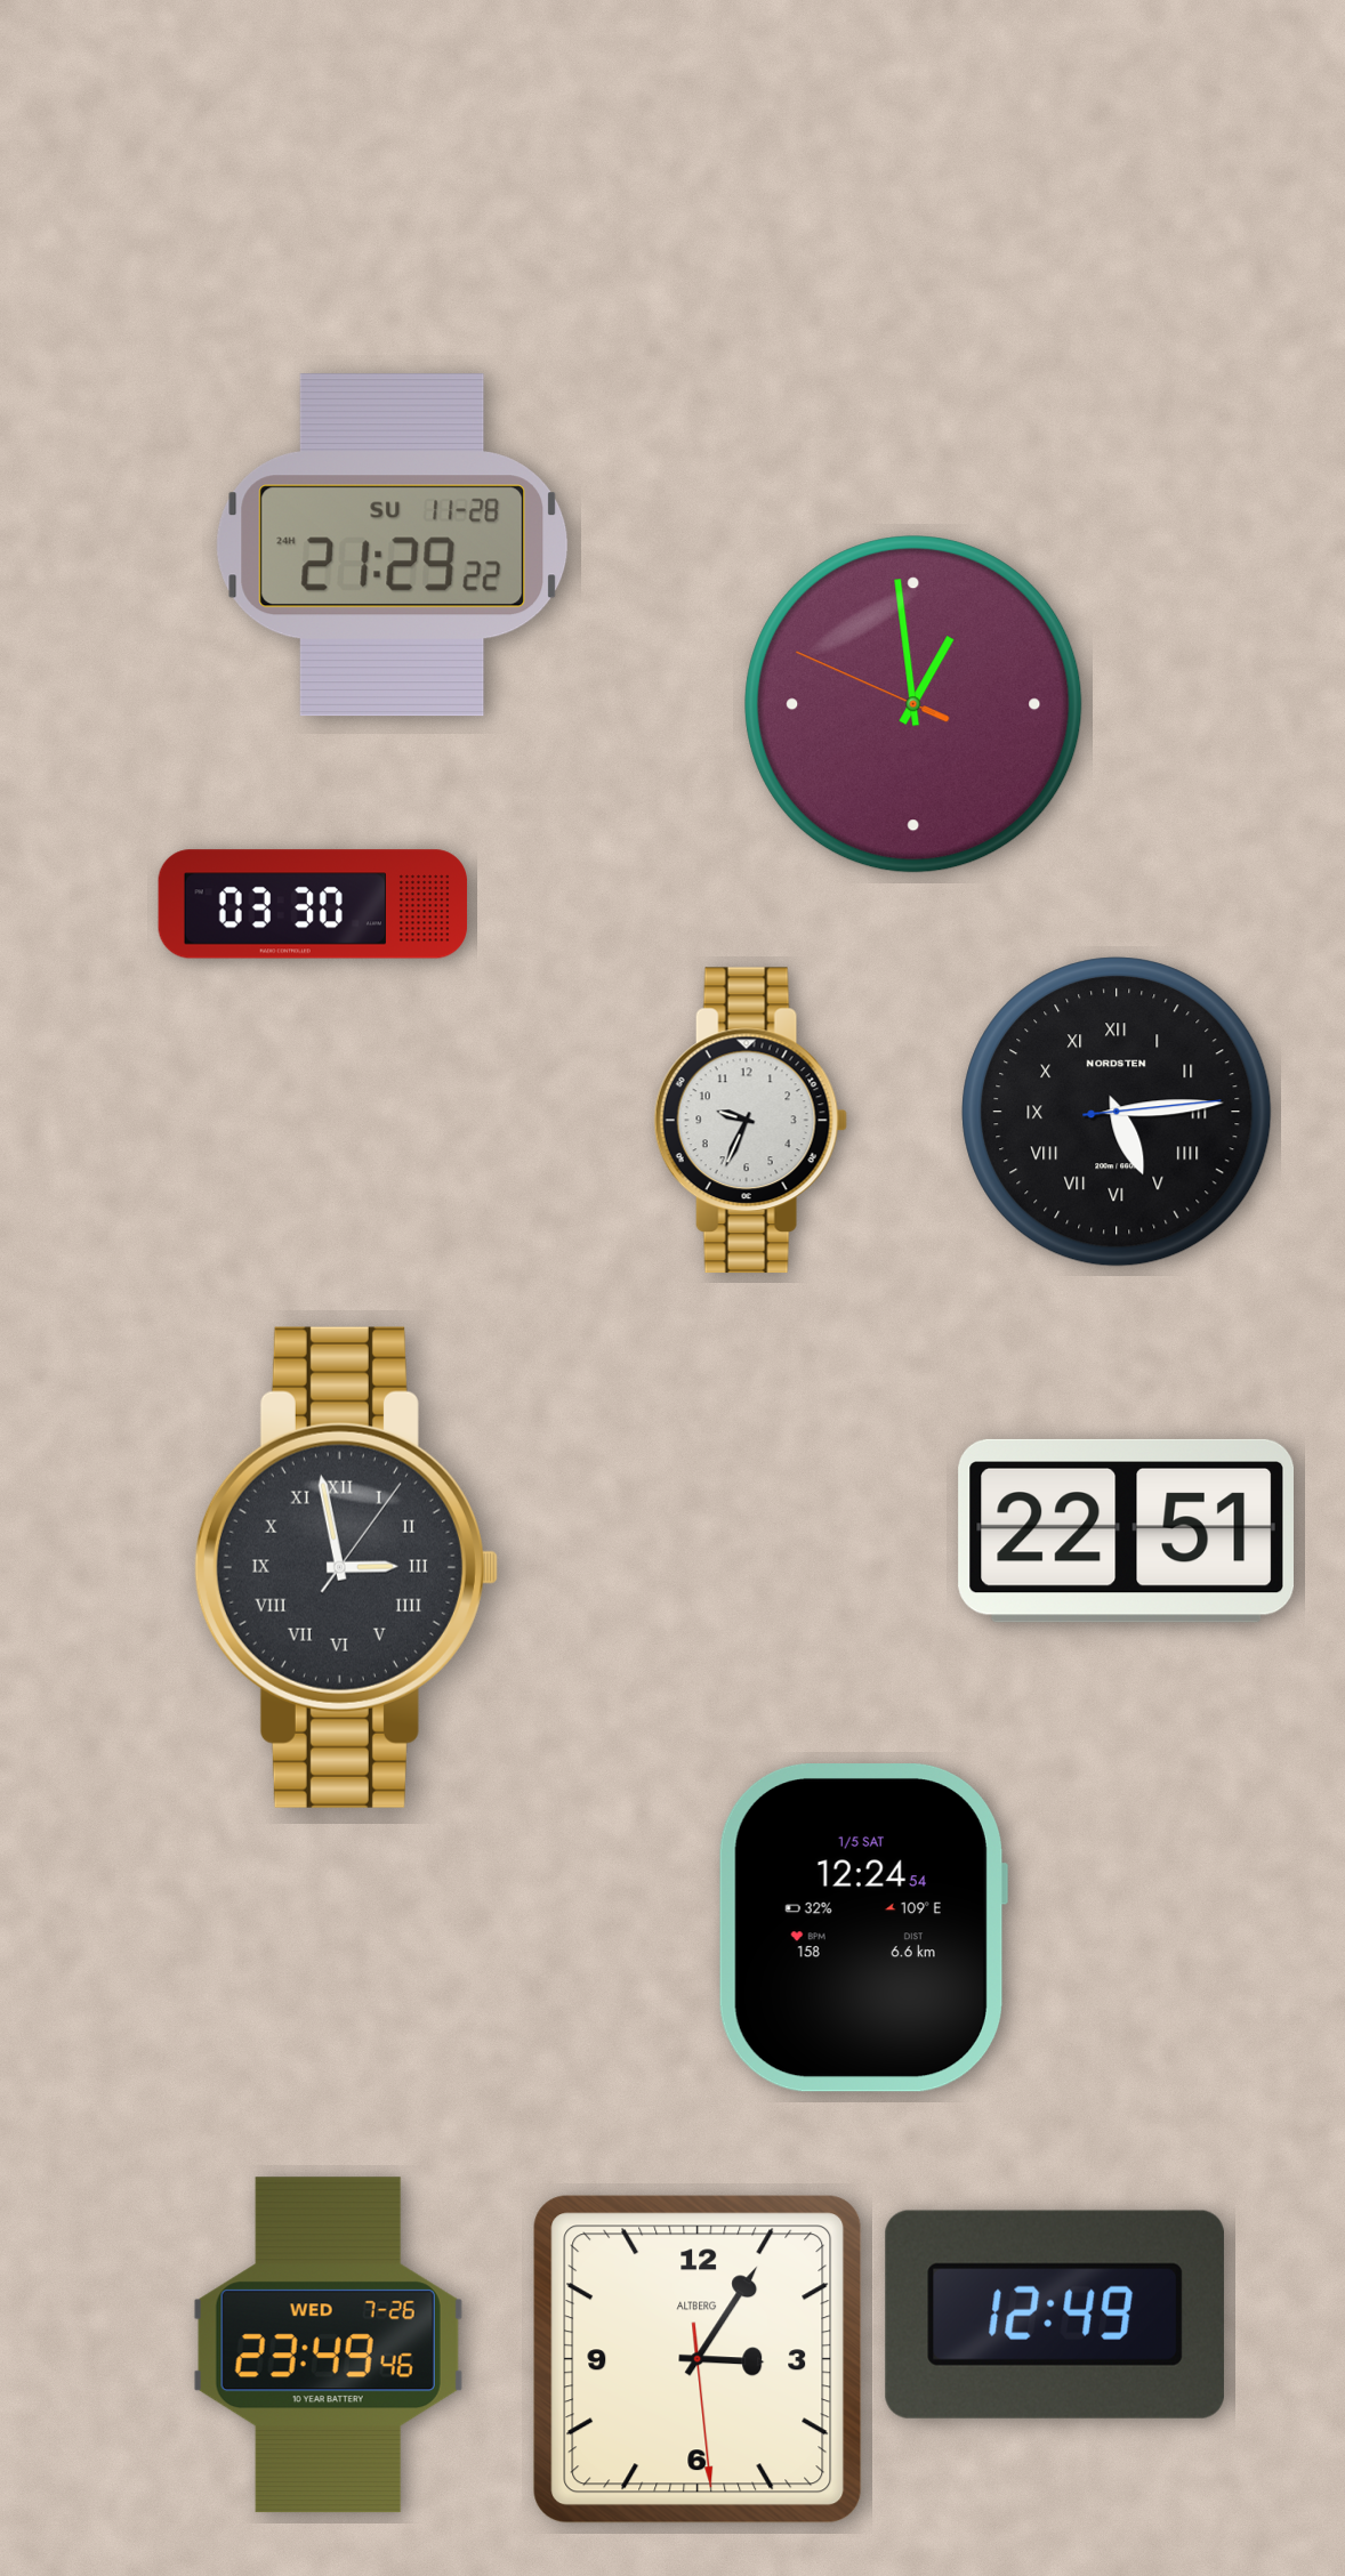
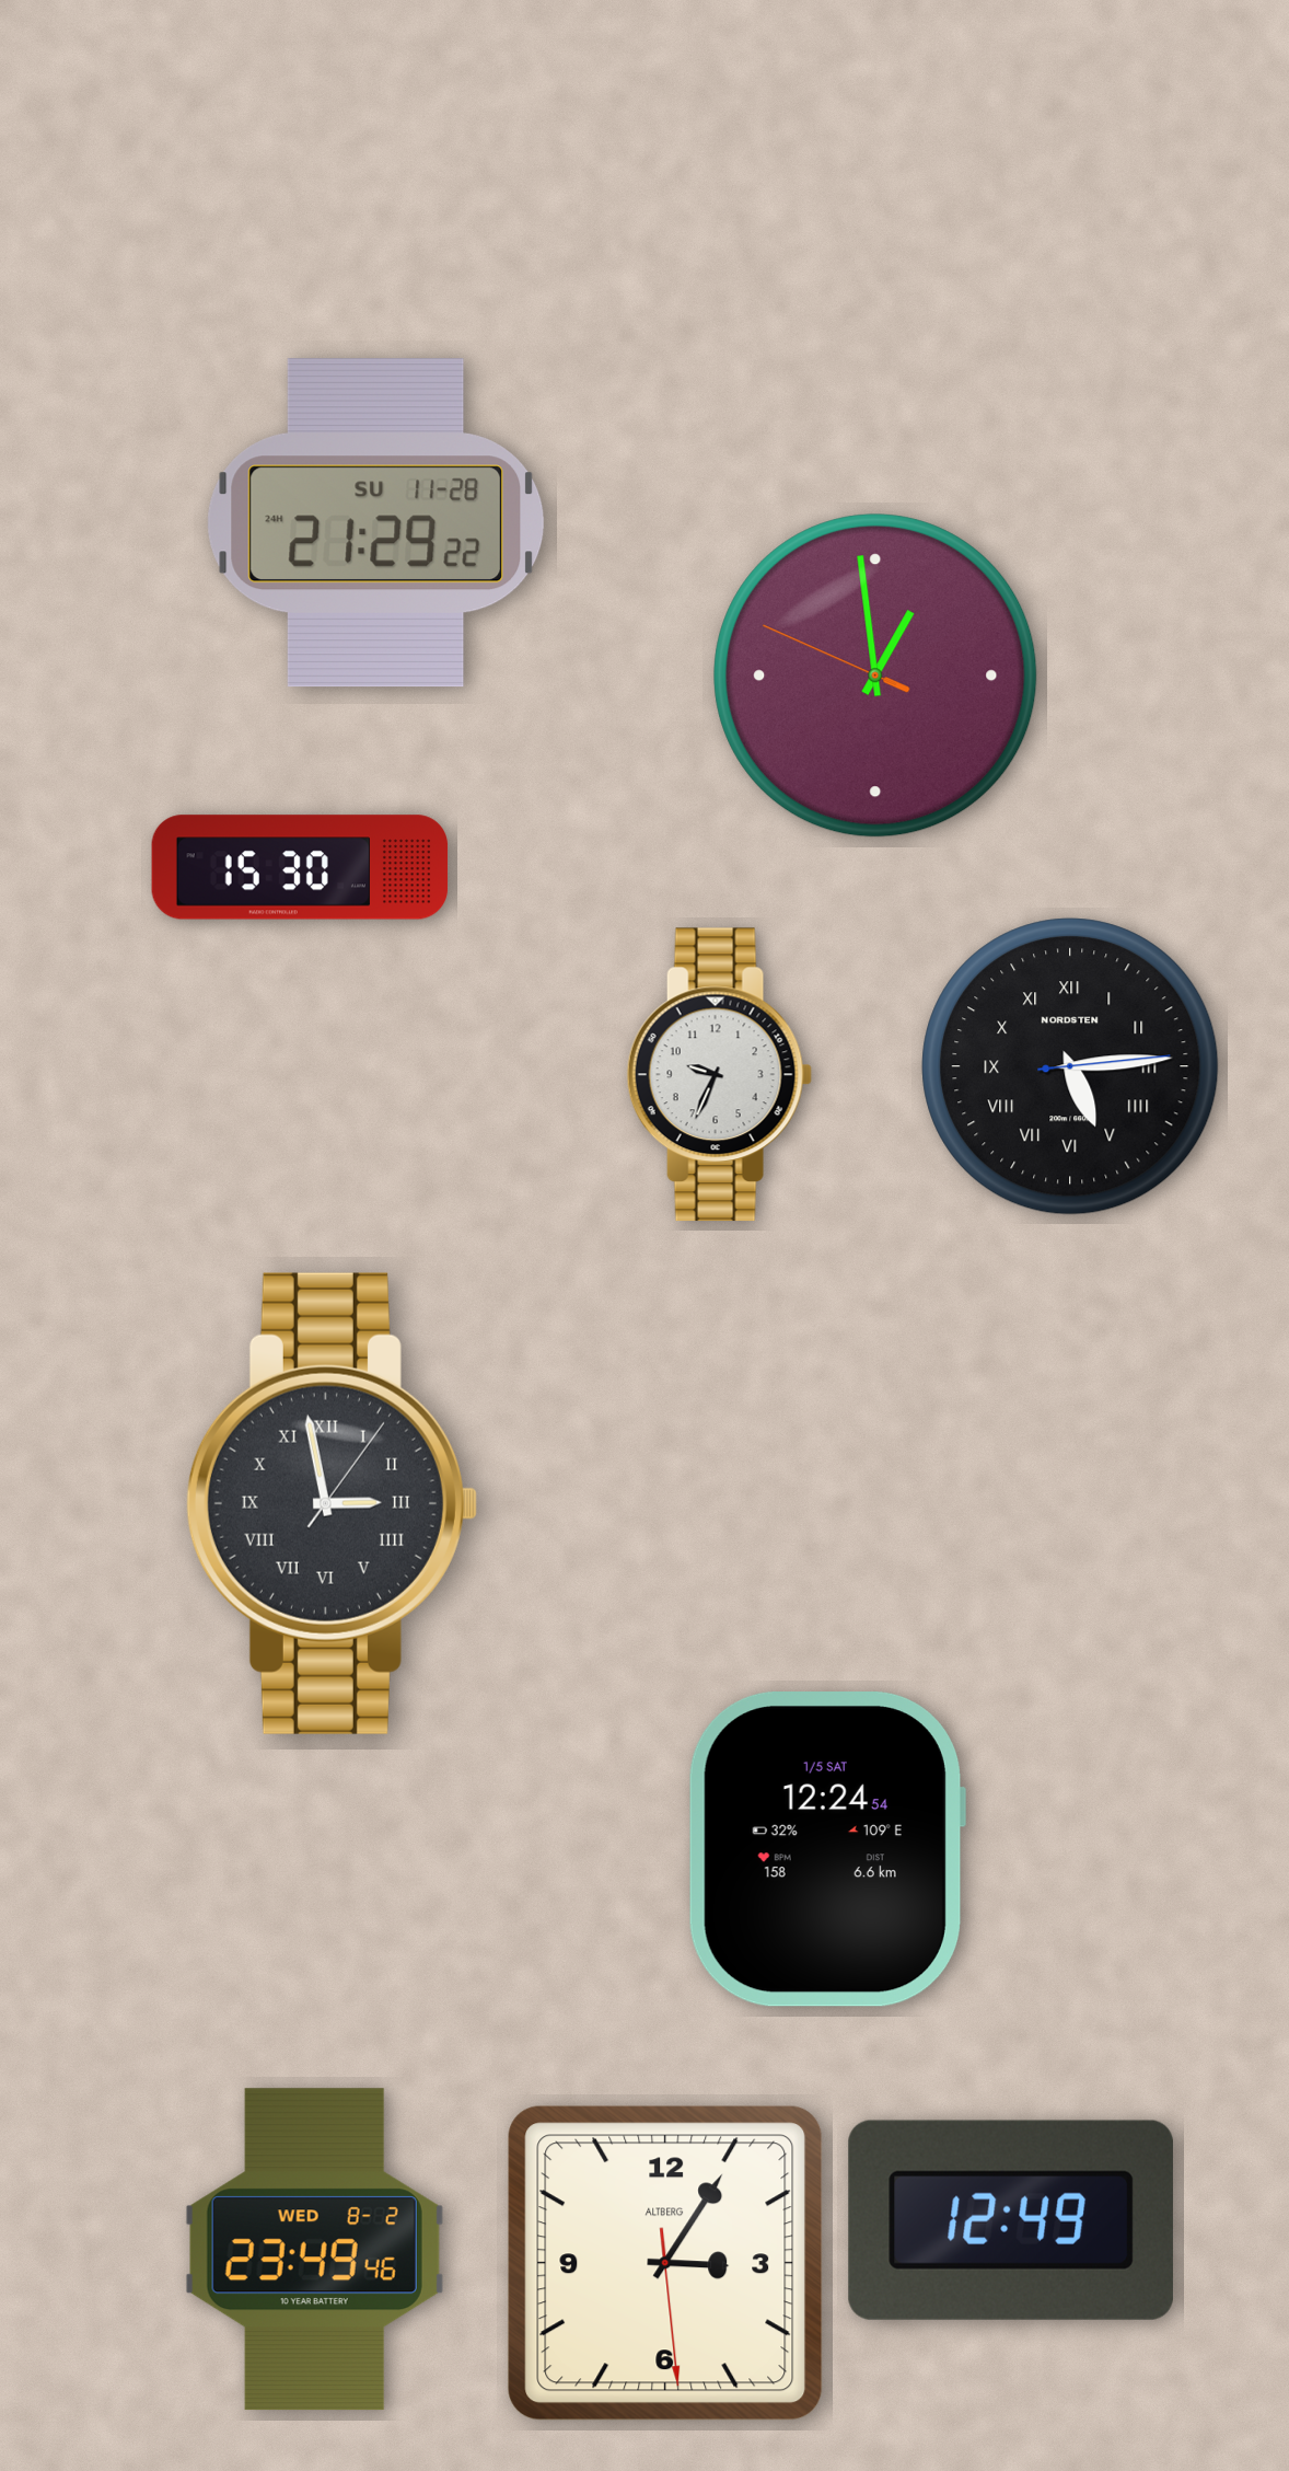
clock at (313, 904): 03:30 -> 15:30
clock at (1126, 1531): 22:51 -> none
clock at (328, 2345) date: WED 7-26 -> WED 8-2
clock at (698, 2359) position: (698, 2359) -> (665, 2263)
